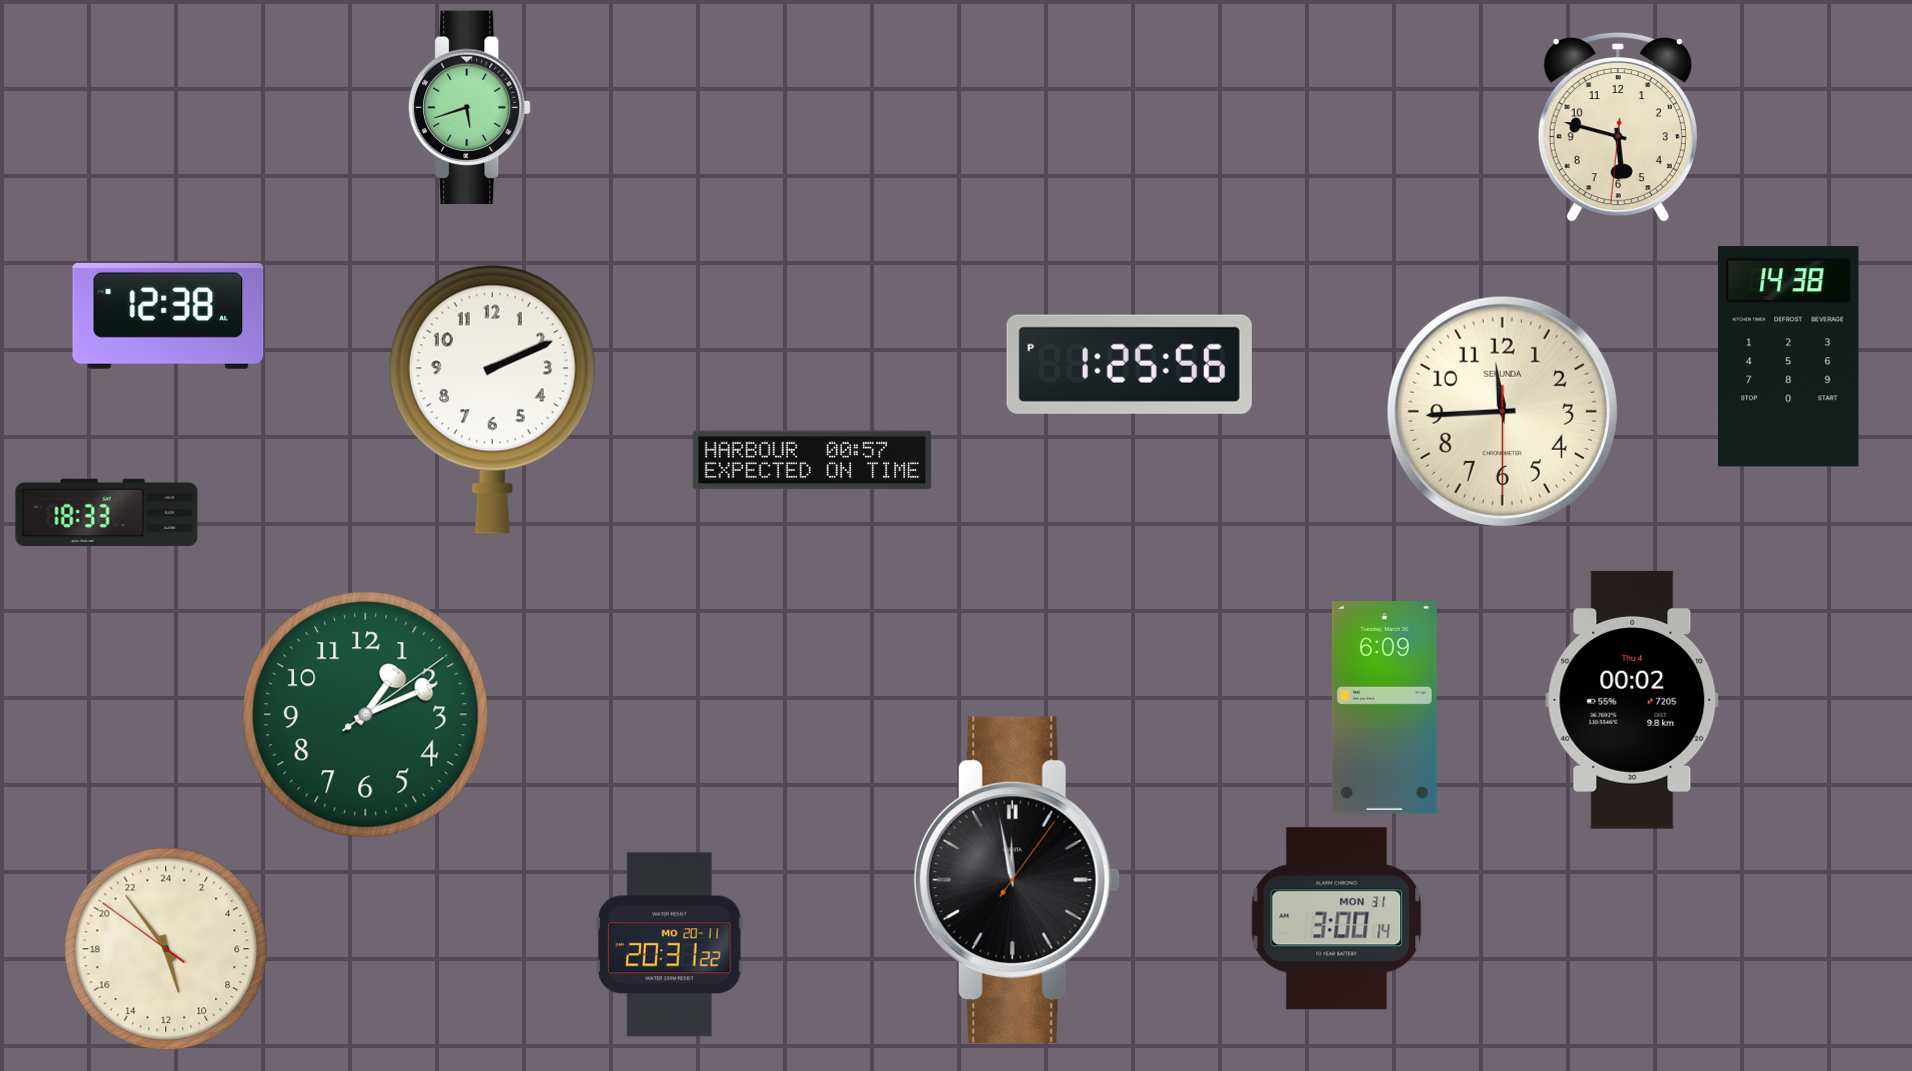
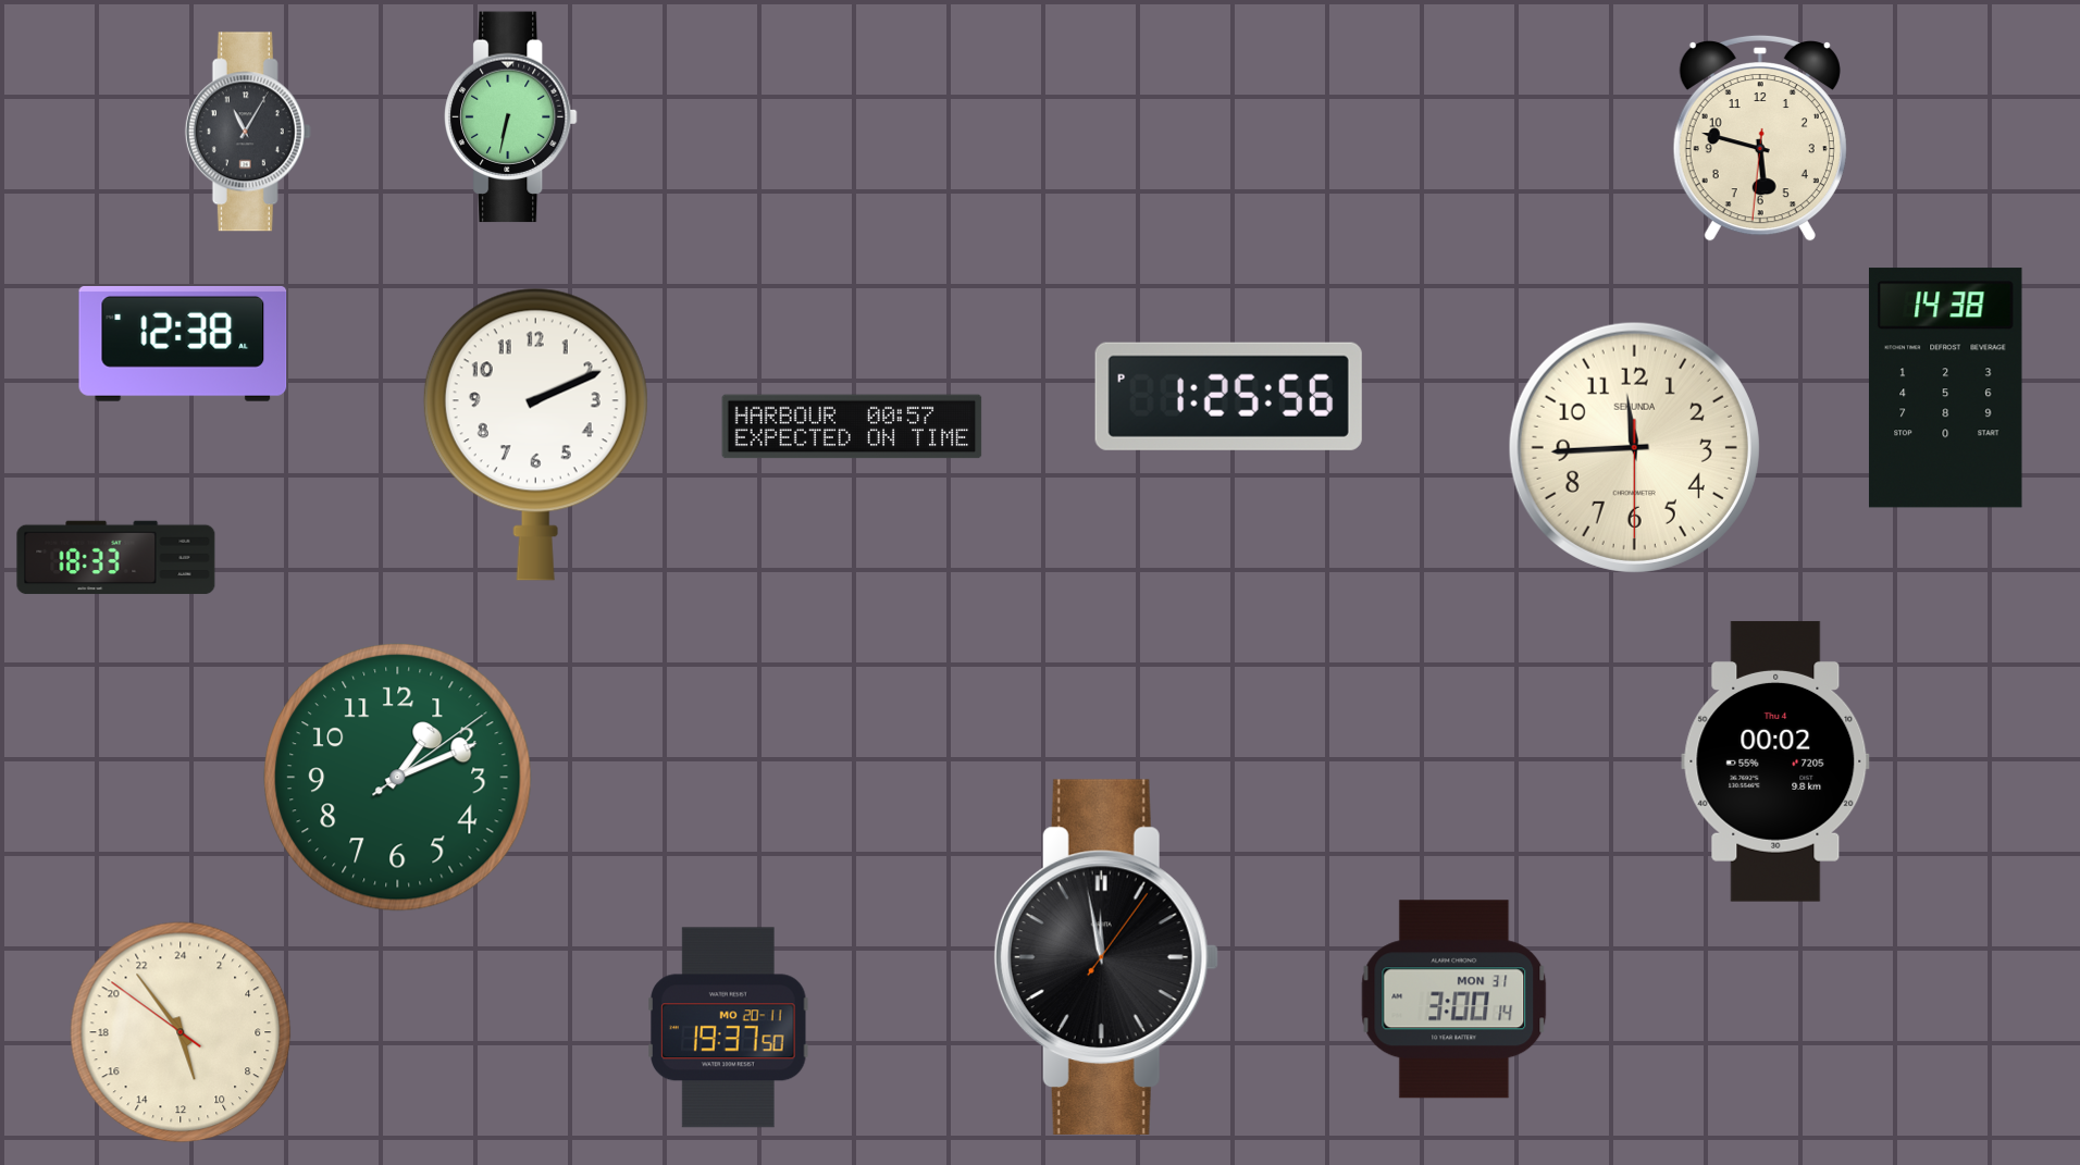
clock at (470, 108): 5:42 -> 6:32
clock at (248, 132): none -> 11:05
clock at (812, 460) position: (812, 460) -> (852, 426)
clock at (1384, 708): 6:09 -> none
clock at (670, 945): 20:31 -> 19:37
